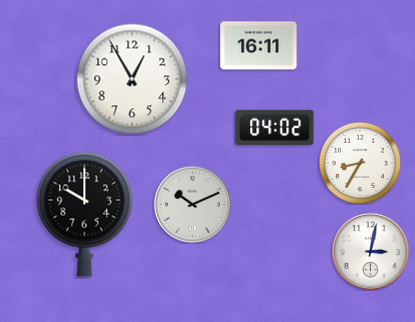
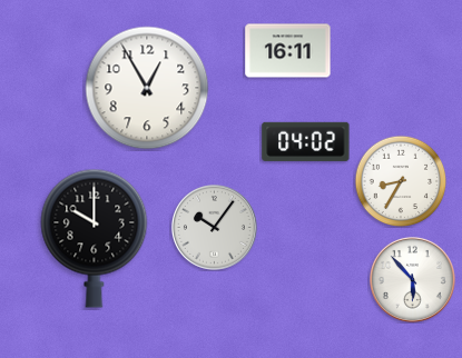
clock at (192, 204): 10:11 -> 10:06
clock at (370, 251): 3:02 -> 5:53
